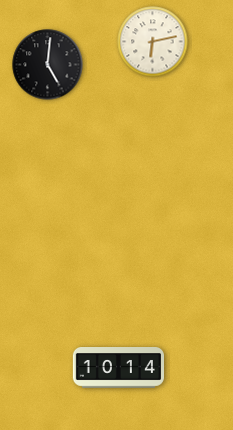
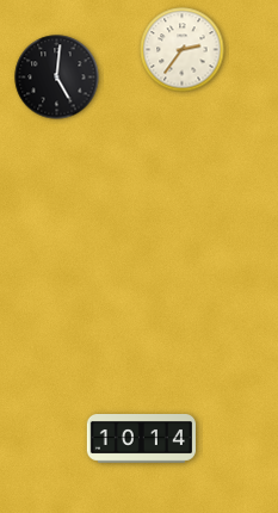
clock at (153, 42): 6:13 -> 2:36
